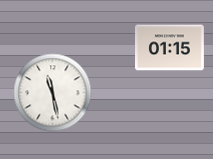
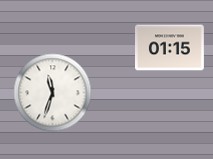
clock at (53, 93): 11:28 -> 11:33
